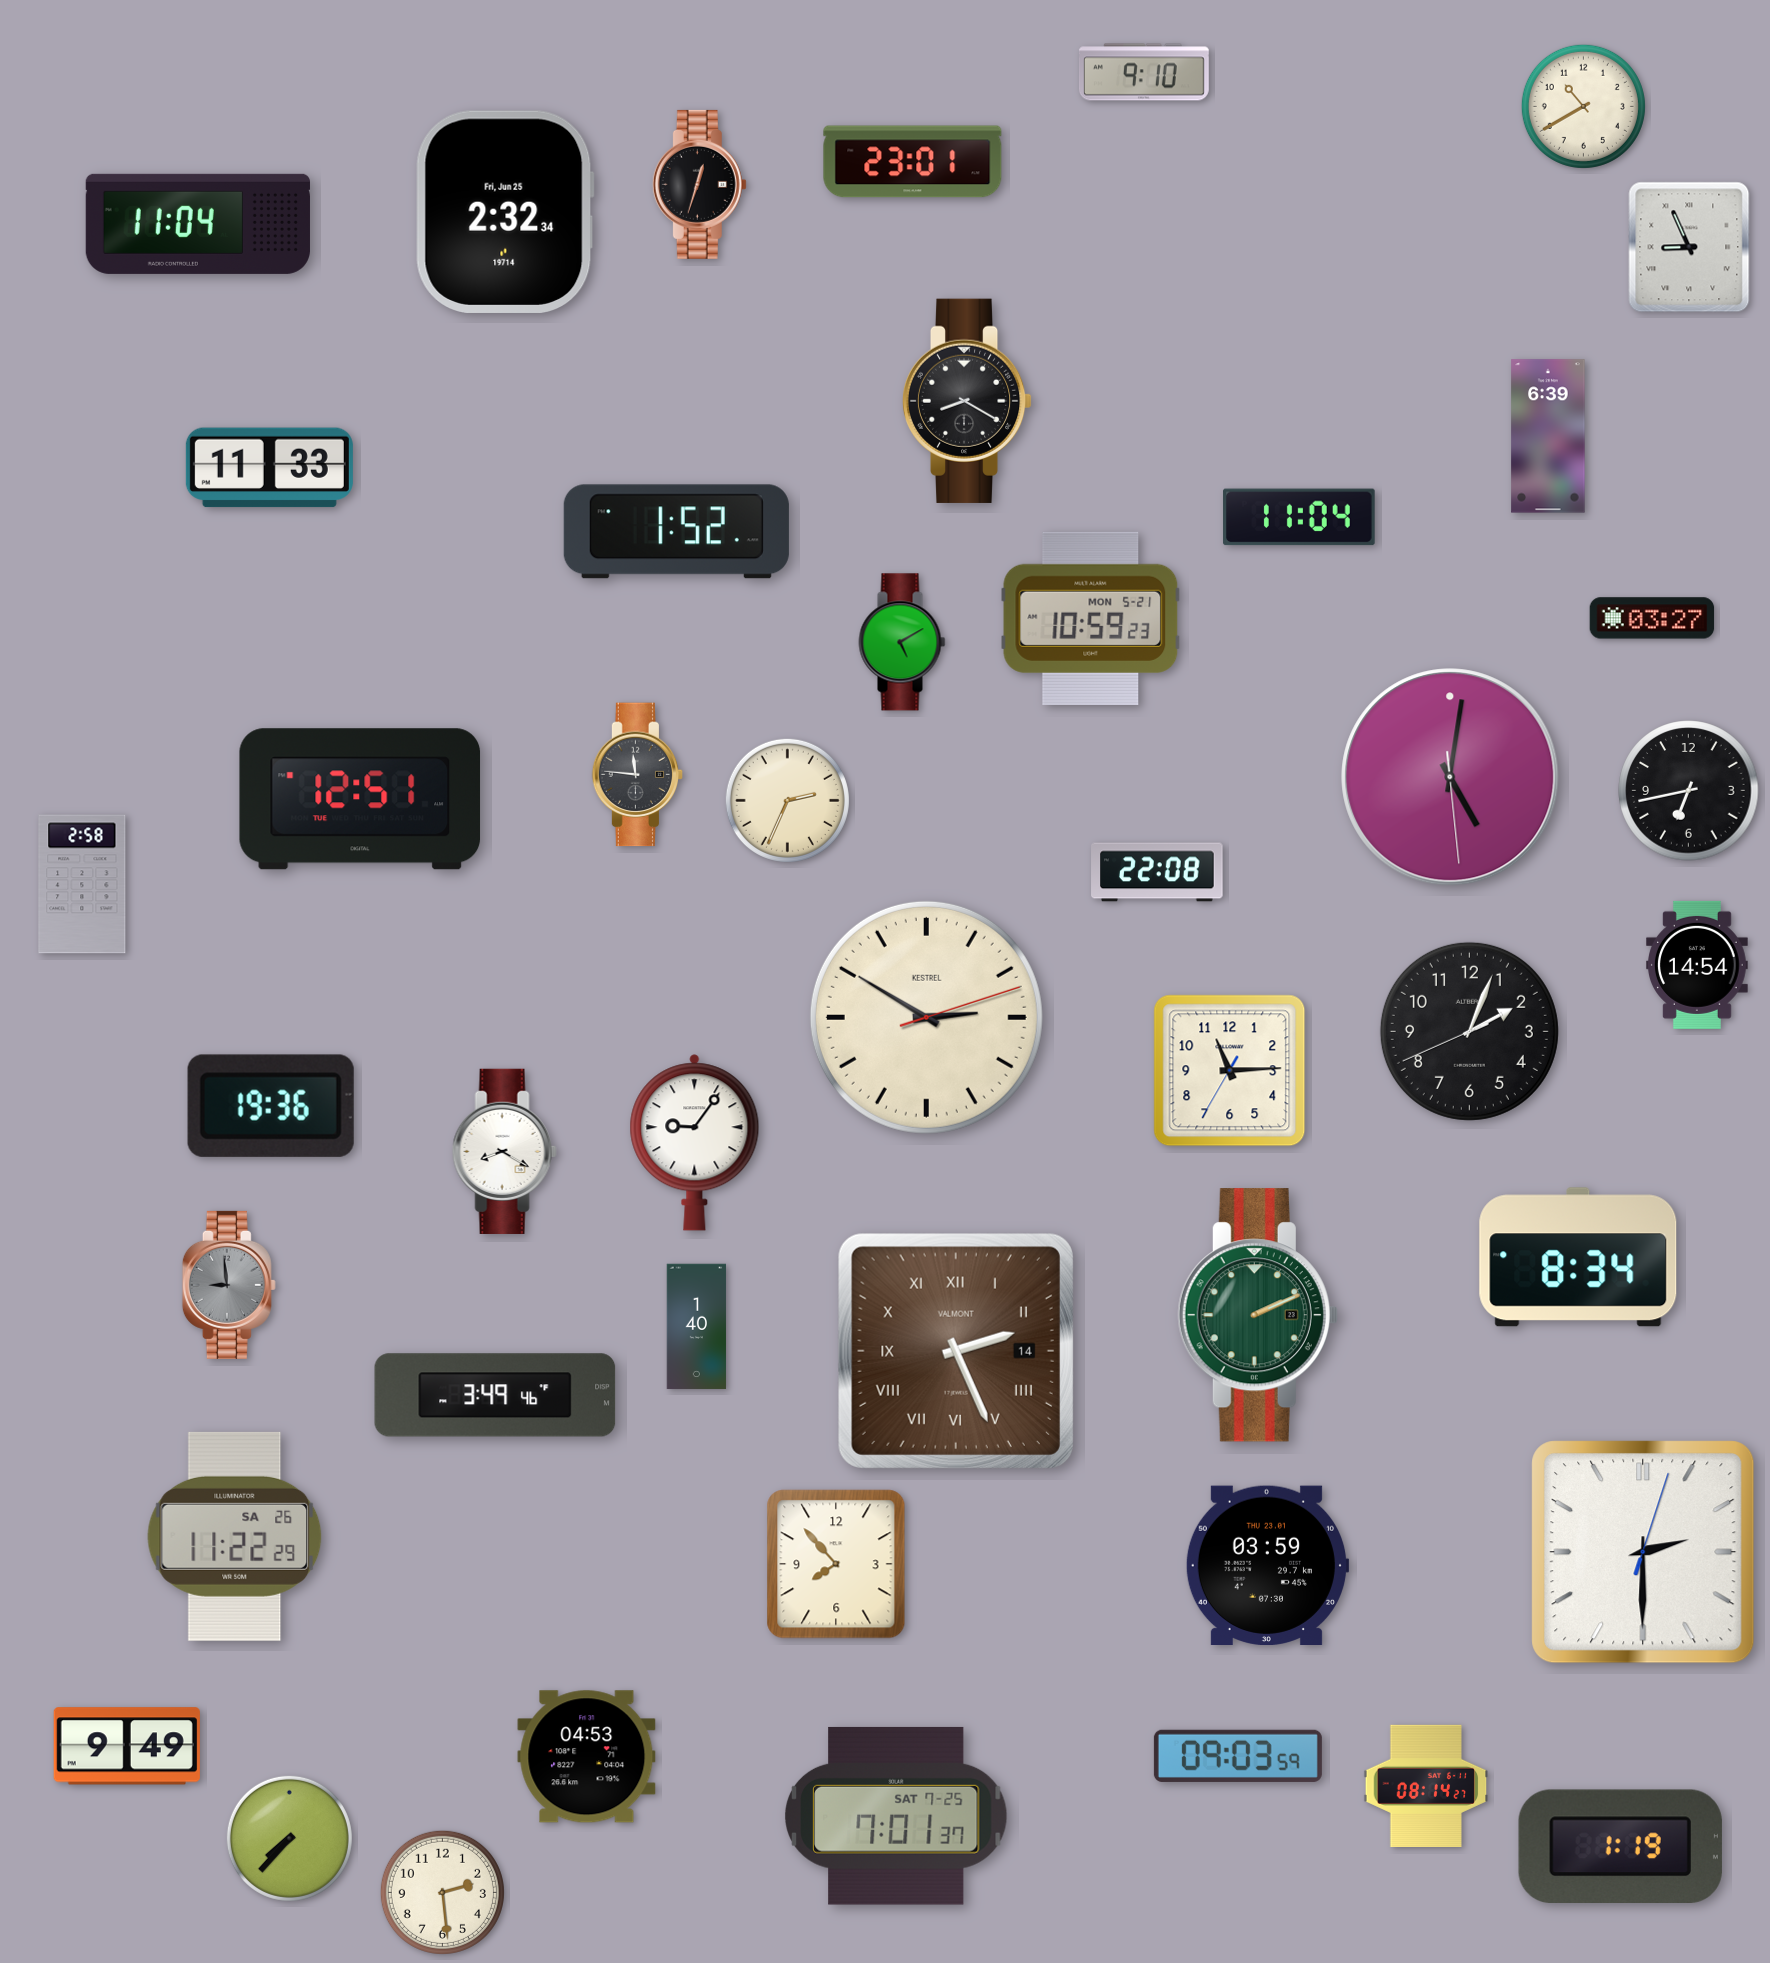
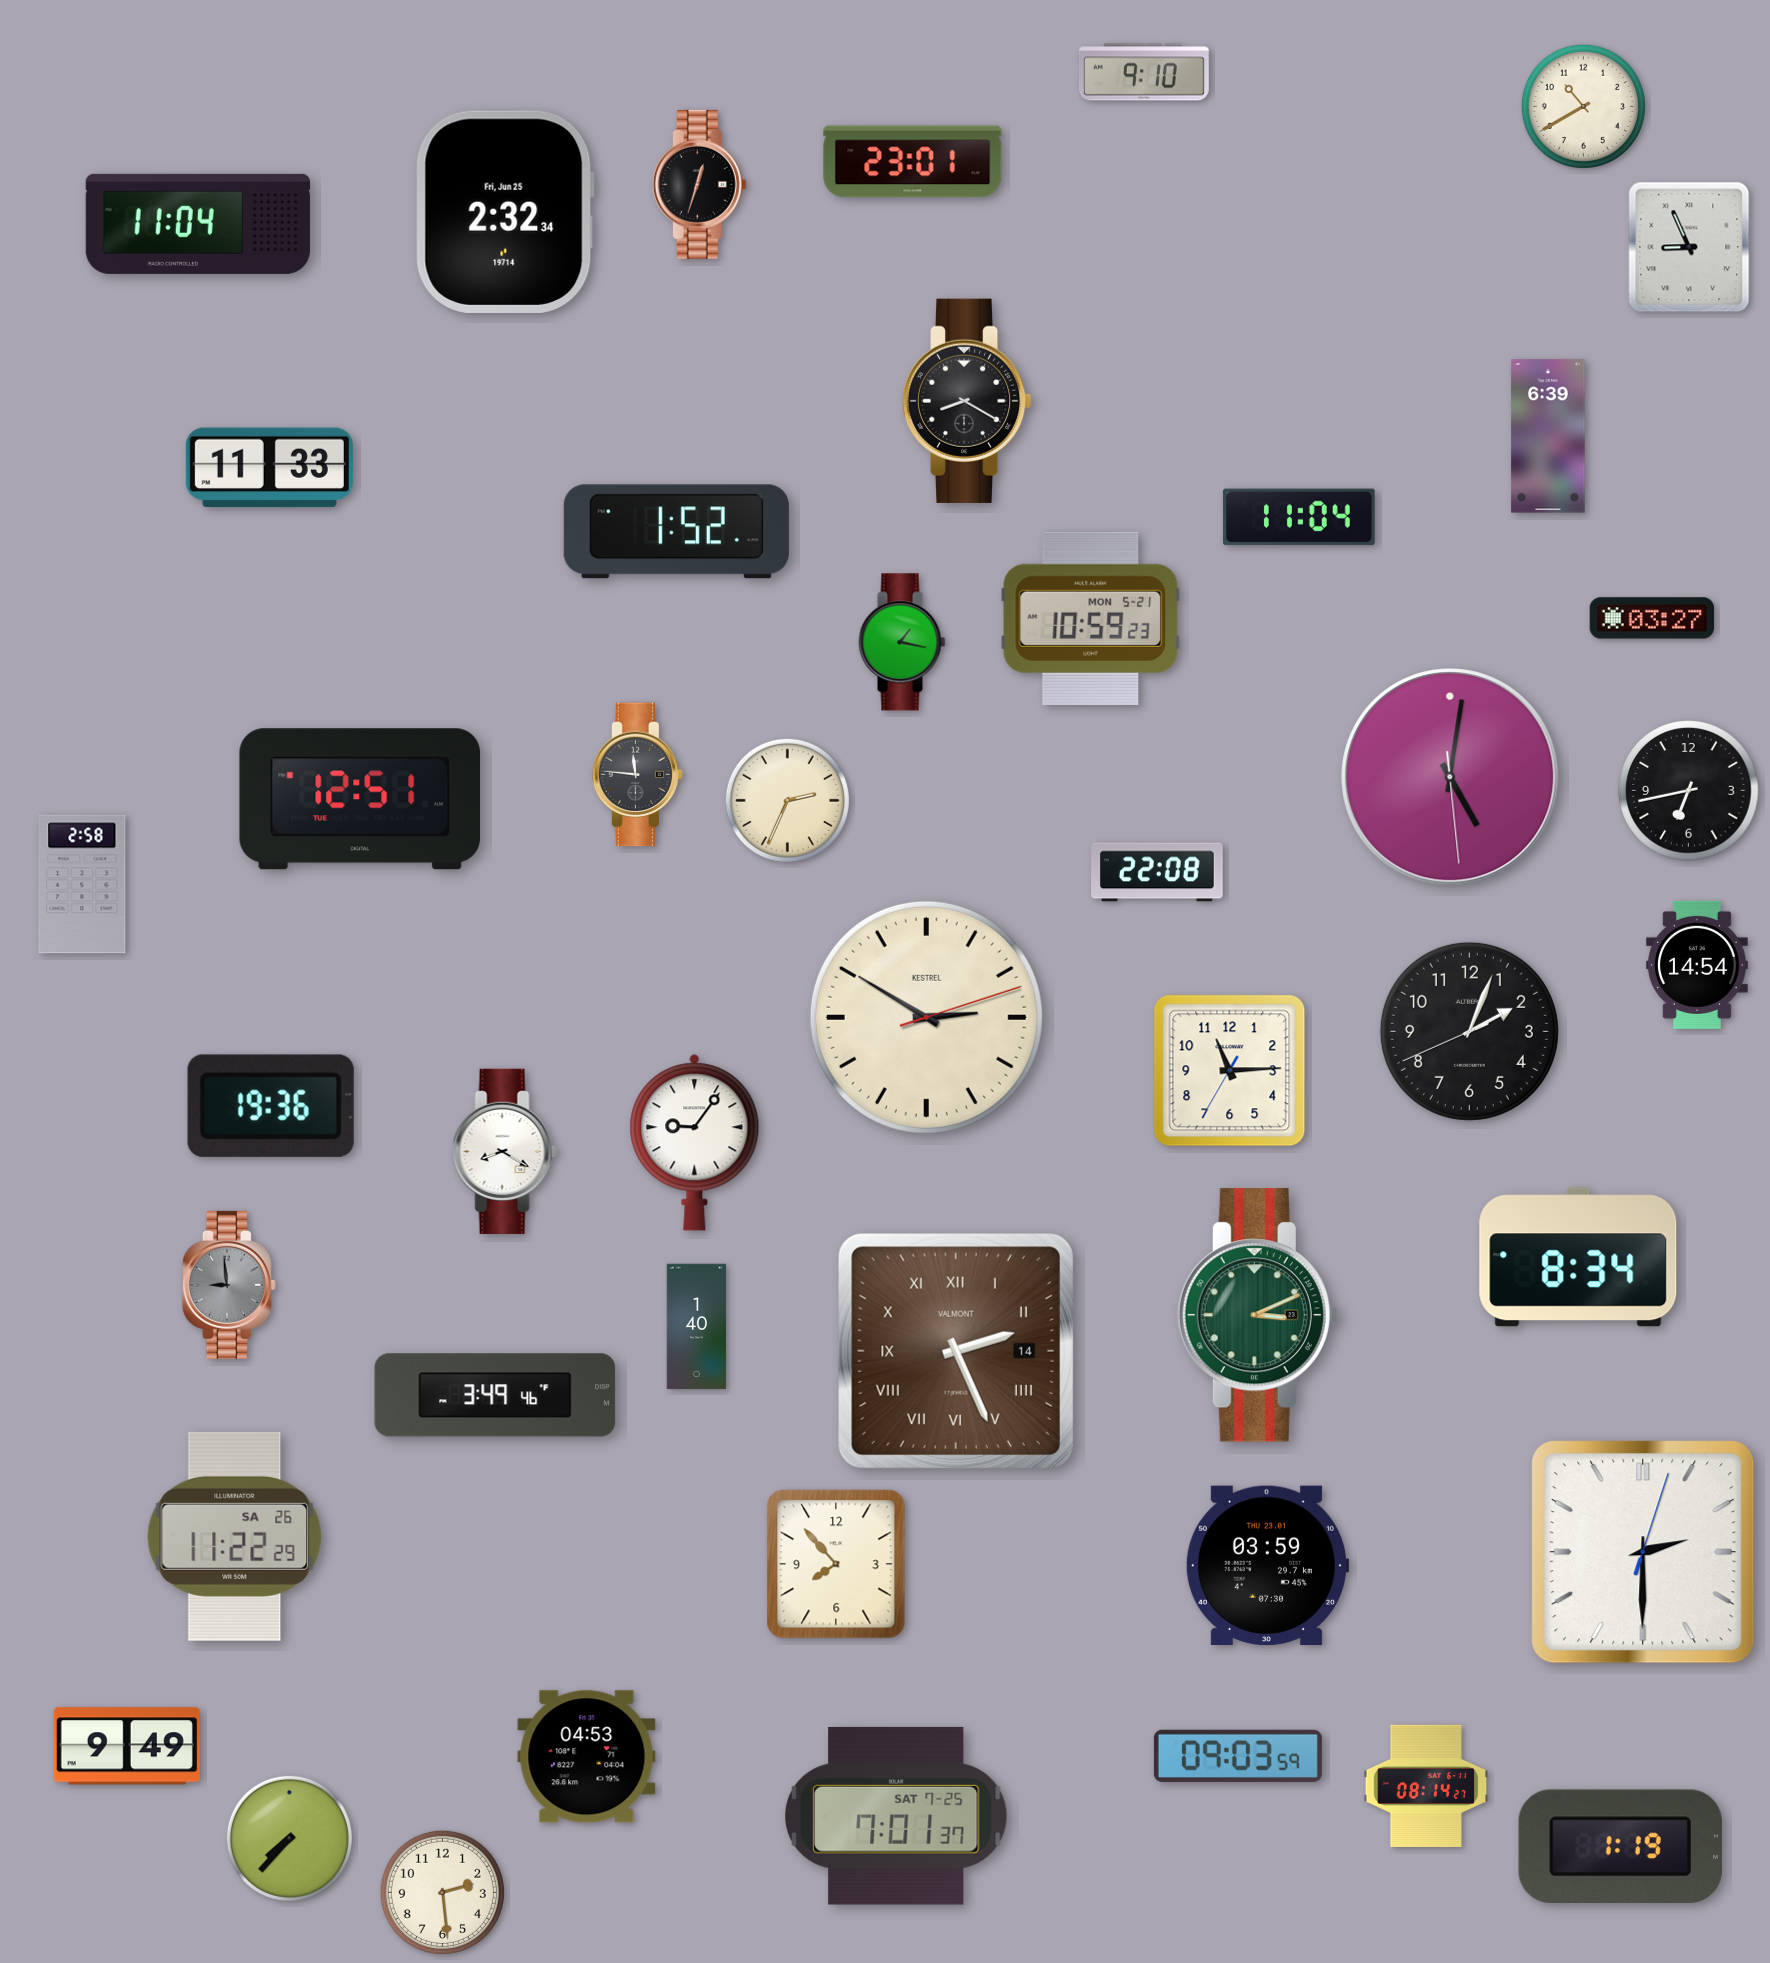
clock at (902, 642): 5:10 -> 1:17
clock at (1258, 1315): 2:11 -> 3:11
